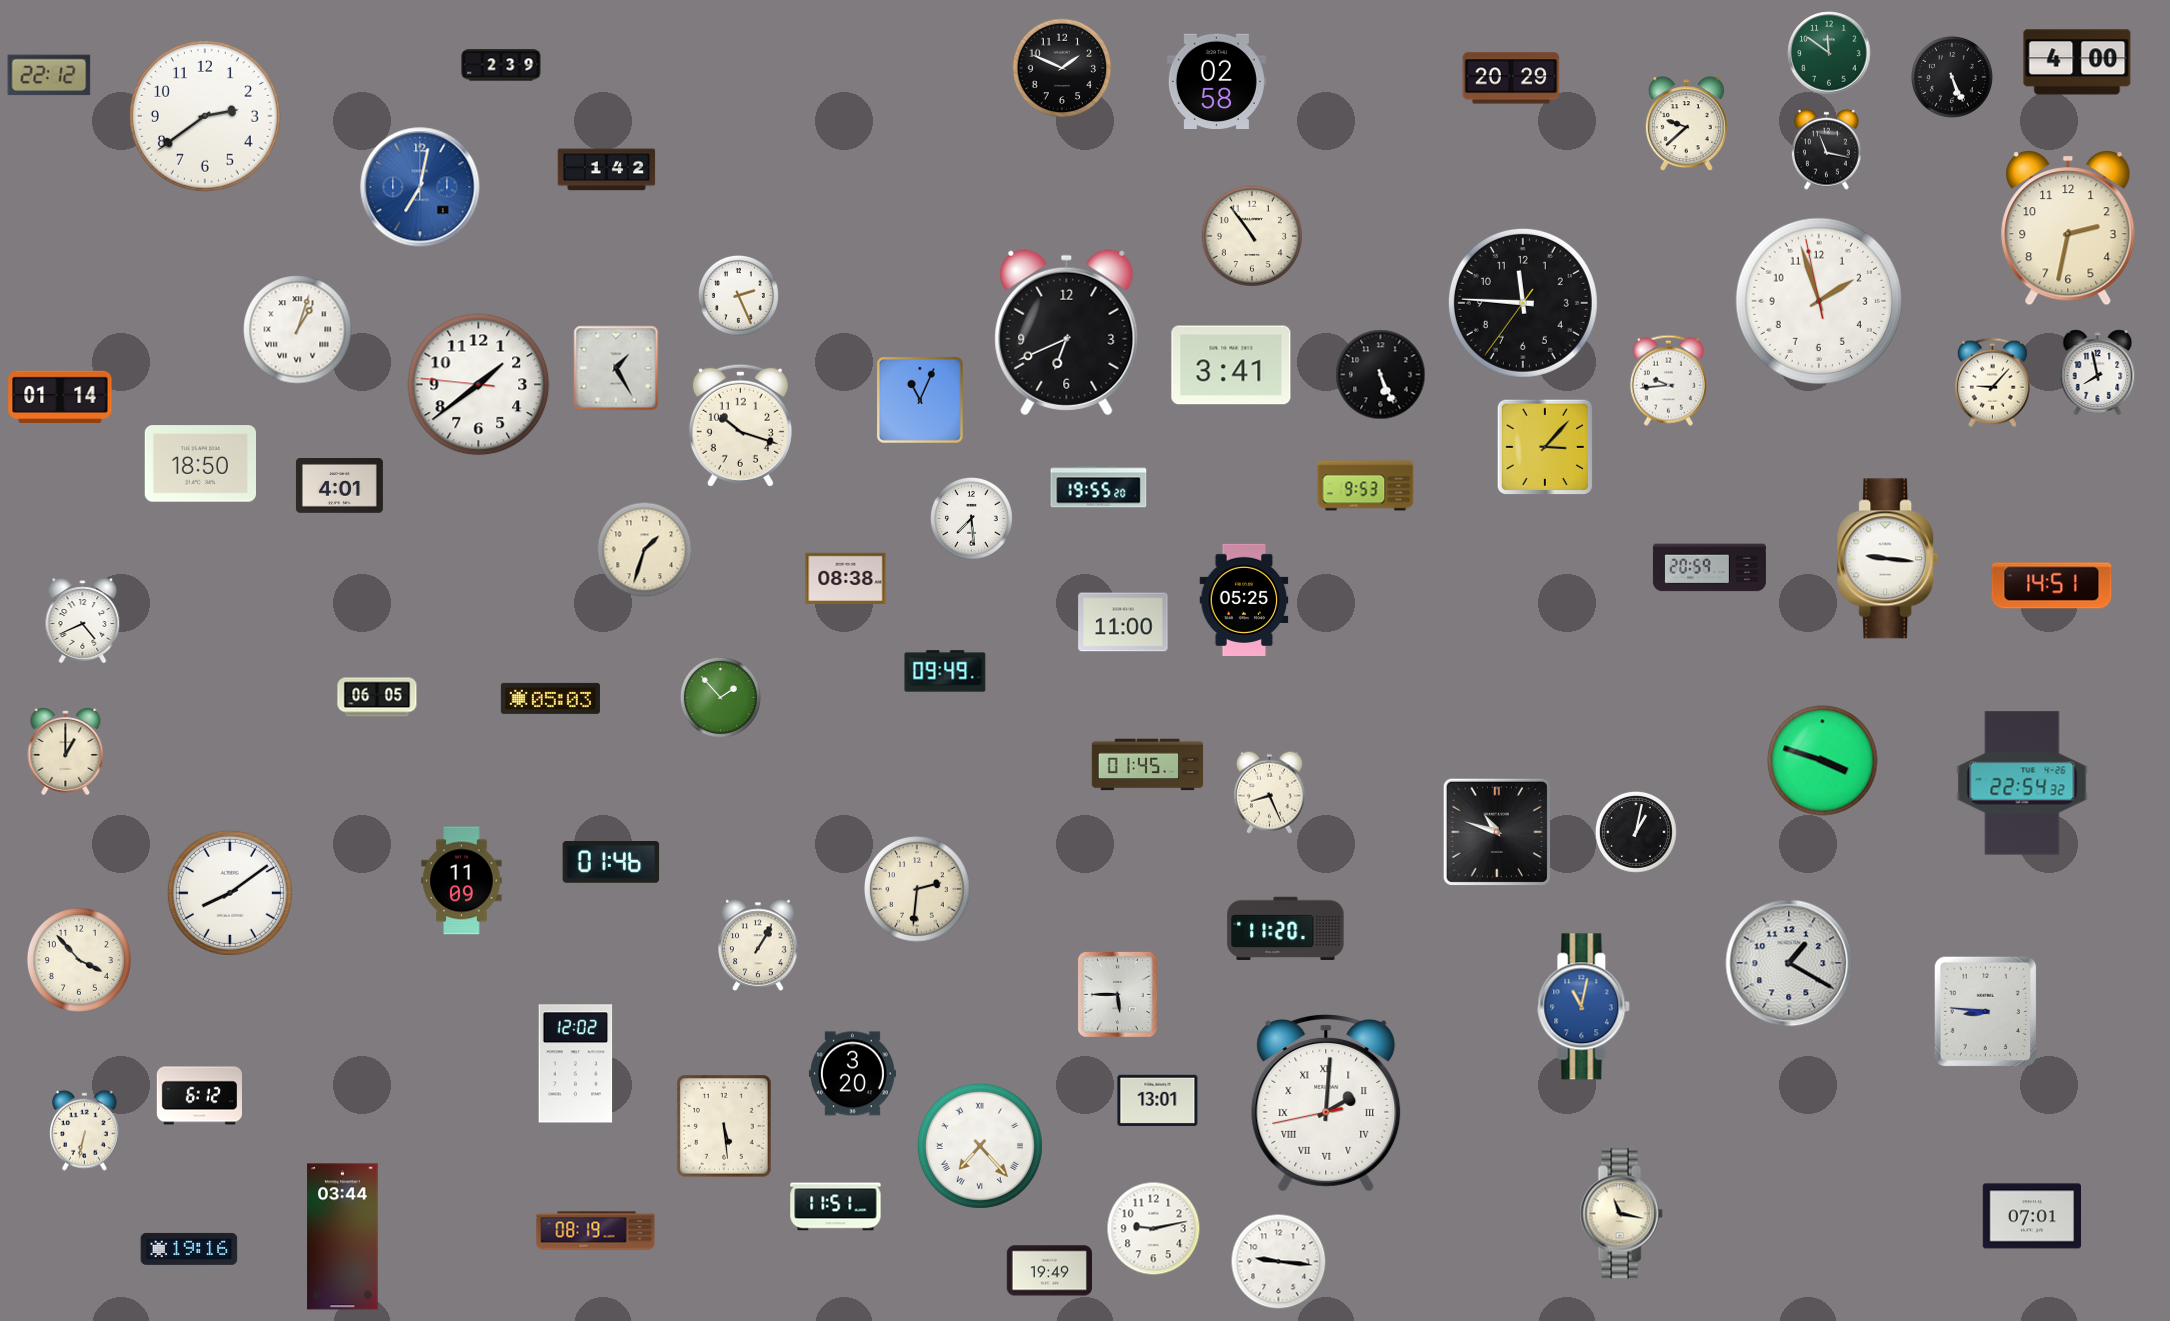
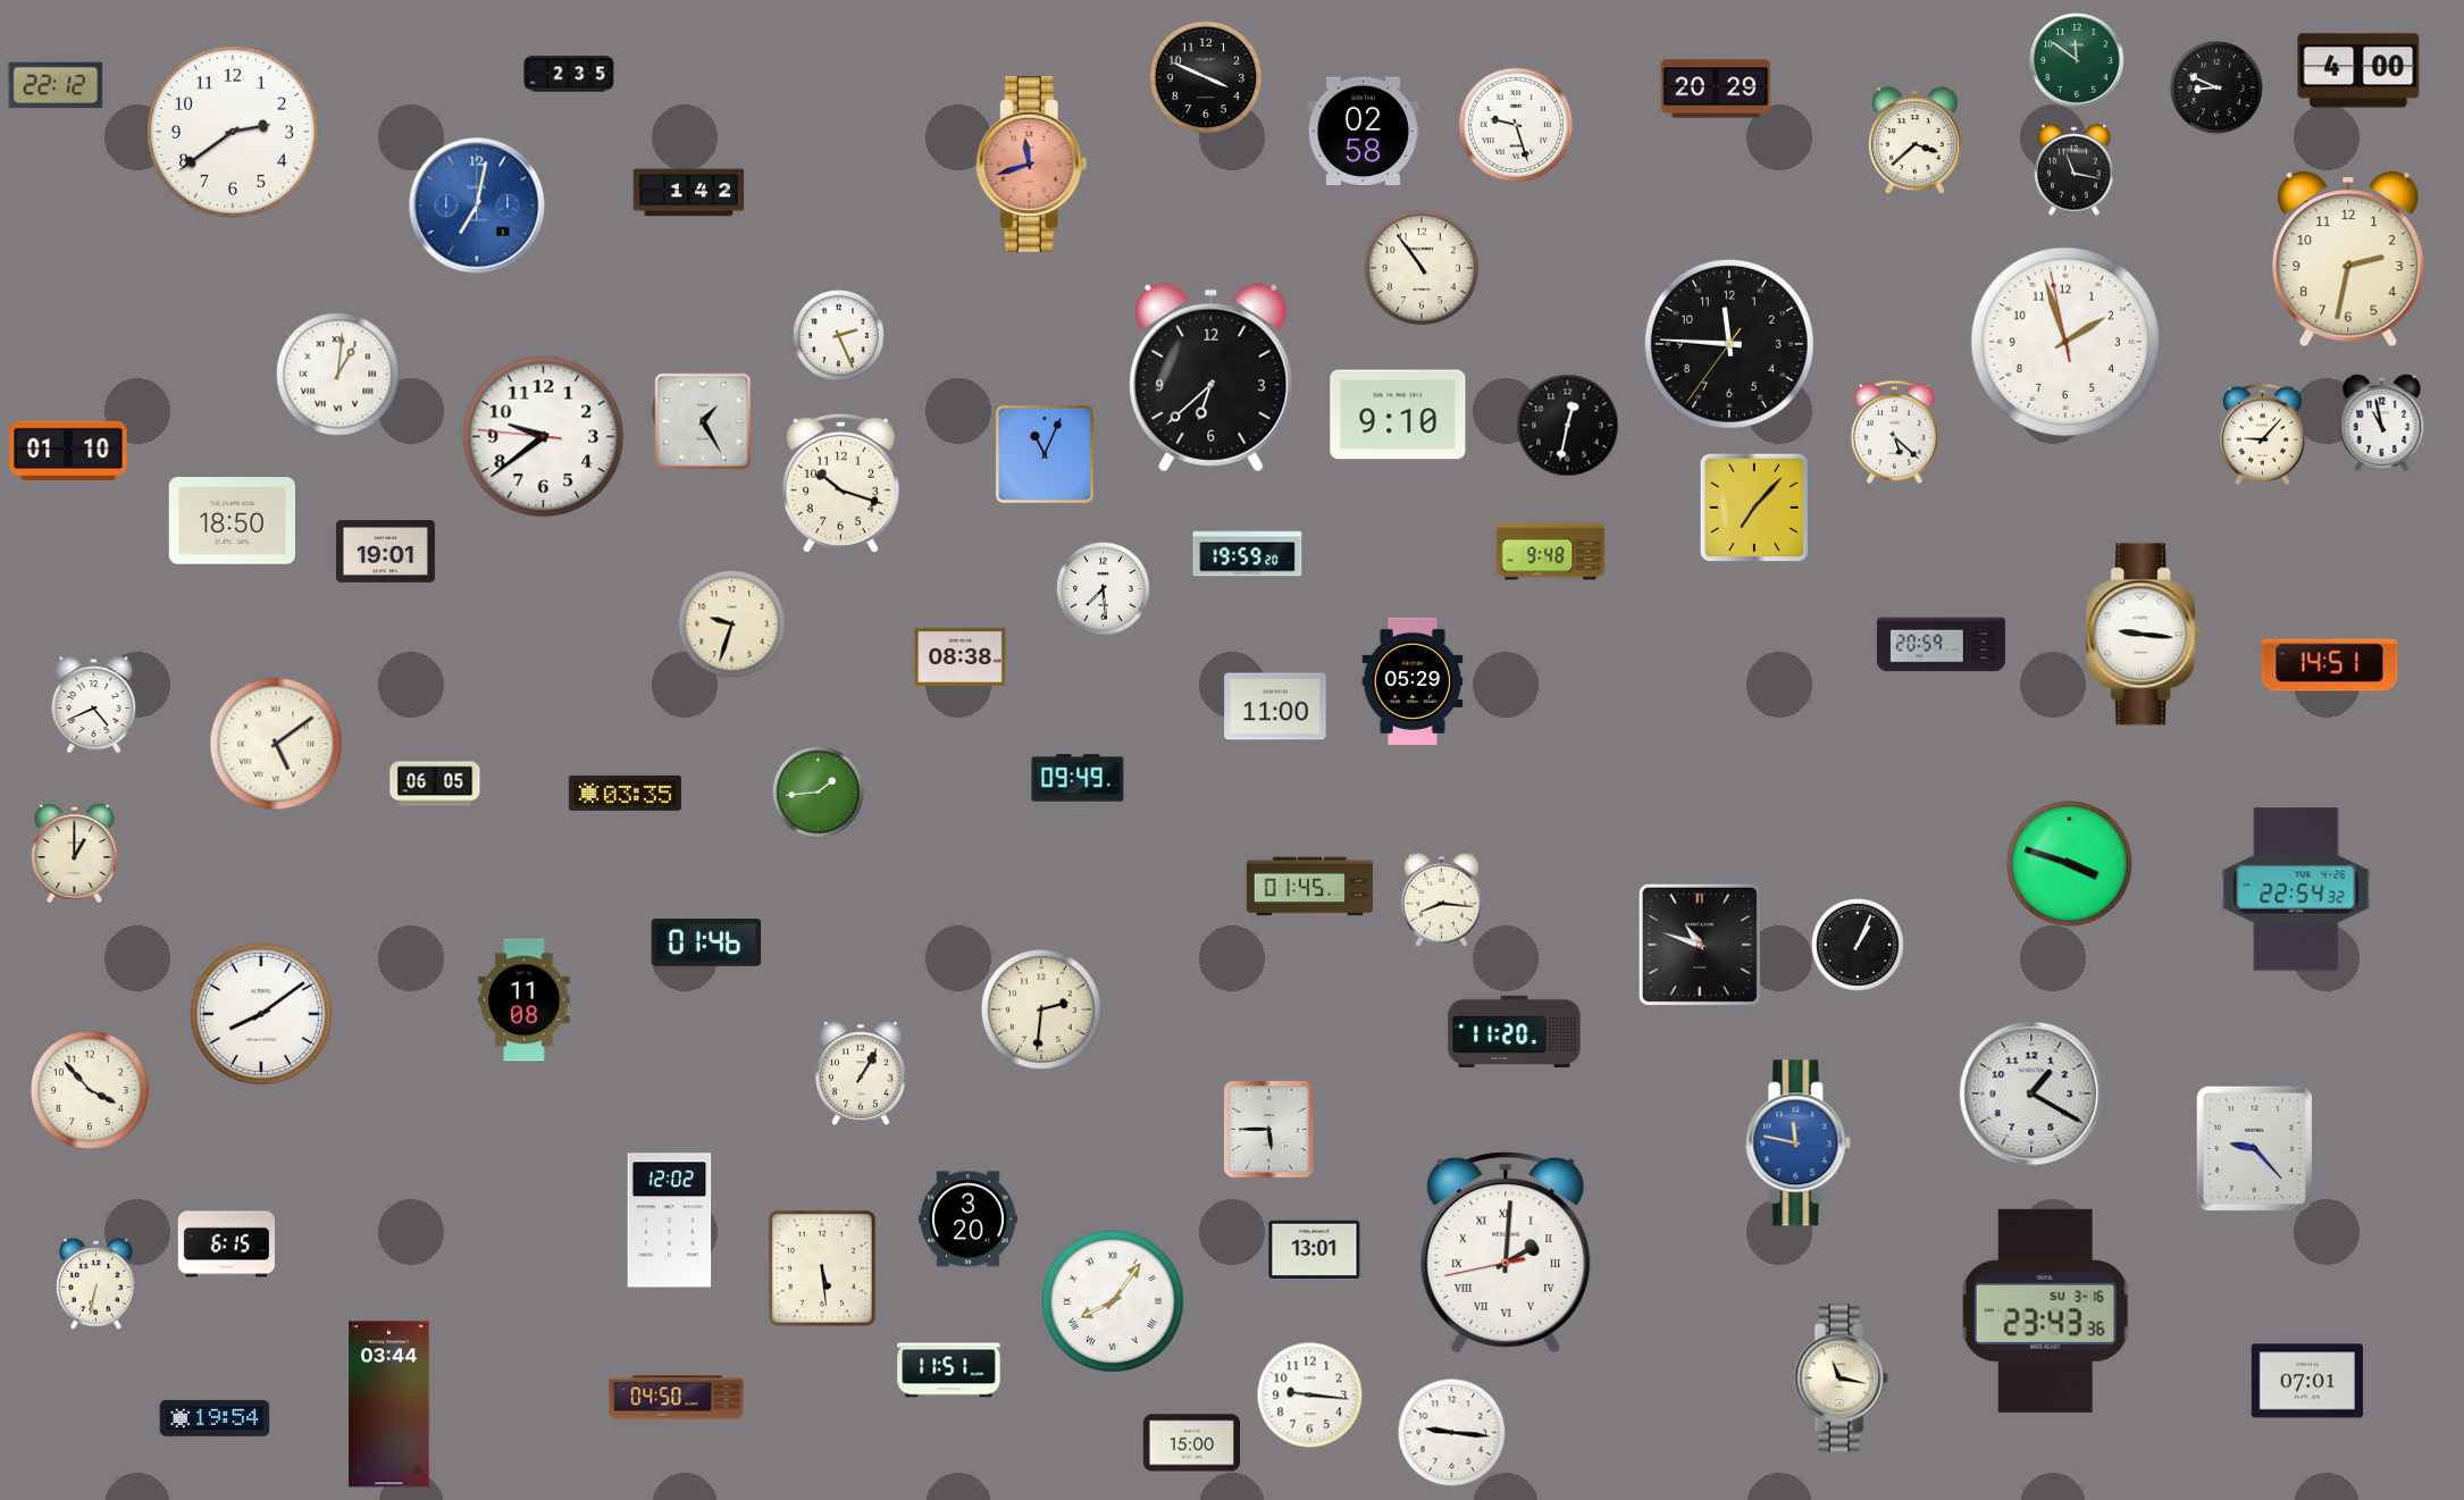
clock at (501, 65): 2:39 -> 2:35
clock at (1062, 68): 1:49 -> 3:49
clock at (1952, 77): 5:26 -> 8:49
clock at (1216, 81) position: (1216, 81) -> (1363, 131)
clock at (1516, 125): none -> 9:27
clock at (1686, 124): 9:38 -> 3:38
clock at (1031, 165): none -> 11:42
clock at (420, 187) position: (420, 187) -> (477, 206)
clock at (298, 330): 1:03 -> 1:01
clock at (1067, 333): 6:41 -> 6:38
clock at (1231, 365): 3:41 -> 9:10
clock at (616, 368) position: (616, 368) -> (703, 421)
clock at (2098, 373): 7:58 -> 10:58
clock at (1381, 375): 5:26 -> 12:32
clock at (1668, 380): 9:44 -> 5:22
clock at (479, 385): 1:38 -> 9:38
clock at (60, 397): 01:14 -> 01:10
clock at (1544, 446): 3:07 -> 7:07
clock at (200, 464) position: (200, 464) -> (232, 521)
clock at (339, 486): 4:01 -> 19:01
clock at (1366, 486): 9:53 -> 9:48
clock at (1099, 487): 19:55 -> 19:59
clock at (645, 550): 1:33 -> 9:33
clock at (1244, 600): 05:25 -> 05:29
clock at (276, 744): none -> 5:09
clock at (945, 671) position: (945, 671) -> (1078, 778)
clock at (377, 697) position: (377, 697) -> (435, 783)
clock at (720, 697): 1:53 -> 1:44
clock at (550, 698): 05:03 -> 03:35
clock at (1148, 765) position: (1148, 765) -> (1310, 887)
clock at (1269, 792): 8:26 -> 8:16
clock at (1636, 832): 1:02 -> 1:04
clock at (611, 863) position: (611, 863) -> (706, 944)
clock at (462, 881): 11:09 -> 11:08
clock at (1286, 929) position: (1286, 929) -> (1515, 1032)
clock at (1584, 1007): 11:02 -> 11:47
clock at (1986, 1012): 8:46 -> 9:23
clock at (576, 1064) position: (576, 1064) -> (670, 1221)
clock at (199, 1096): 6:12 -> 6:15
clock at (724, 1126) position: (724, 1126) -> (822, 1268)
clock at (980, 1146): 7:23 -> 8:06
clock at (2045, 1310): none -> 23:43
clock at (1154, 1229): 9:13 -> 9:16
clock at (596, 1231): 08:19 -> 04:50
clock at (189, 1249): 19:16 -> 19:54
clock at (1049, 1271): 19:49 -> 15:00
